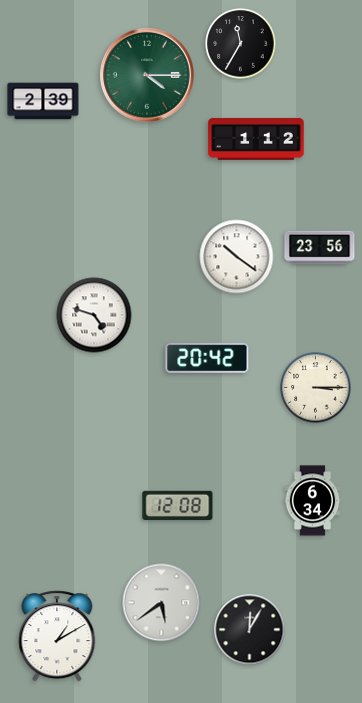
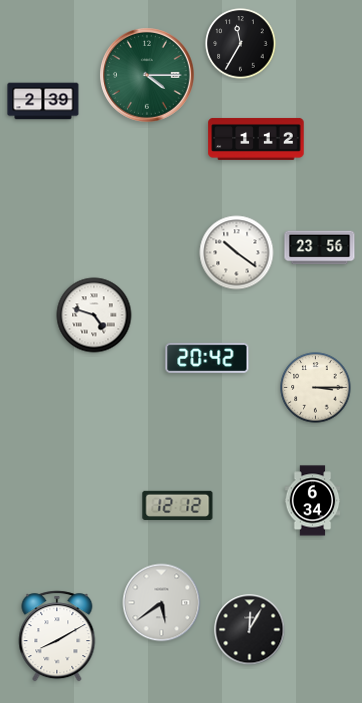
clock at (237, 257) position: (237, 257) -> (237, 253)
clock at (178, 505): 12:08 -> 12:12
clock at (57, 636): 1:10 -> 8:10
